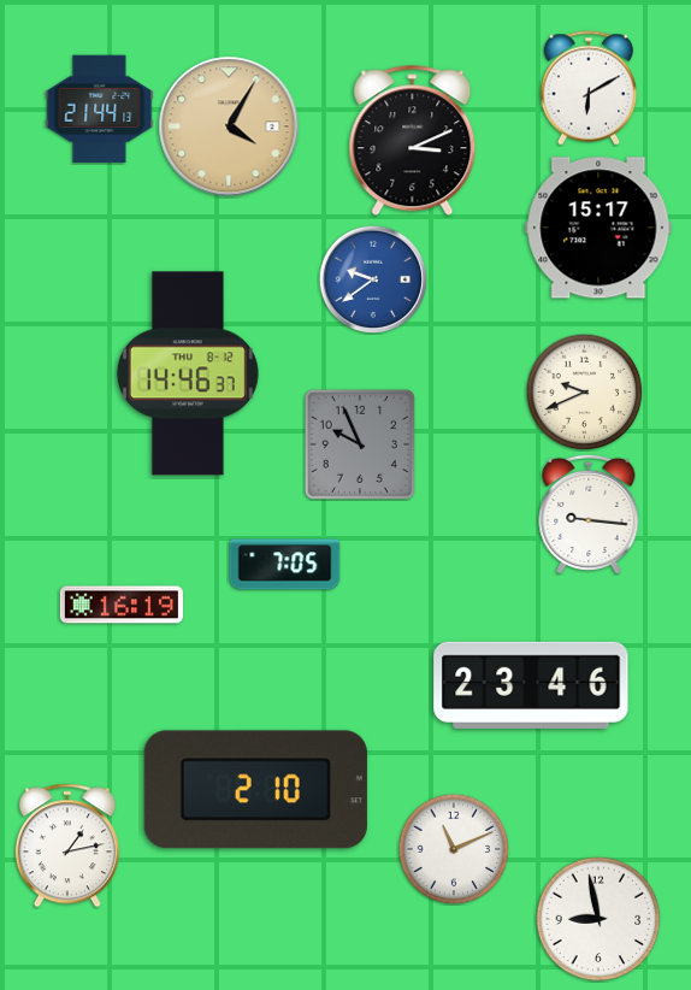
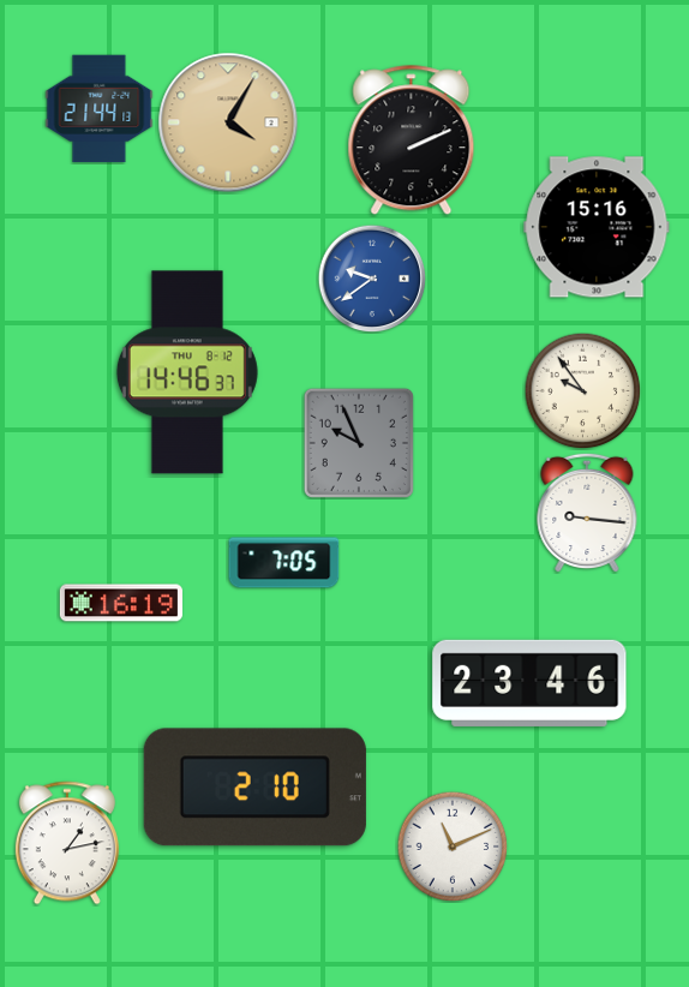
clock at (587, 88): 6:10 -> none
clock at (229, 126) position: (229, 126) -> (228, 122)
clock at (413, 141): 3:11 -> 2:11
clock at (598, 228): 15:17 -> 15:16
clock at (584, 391): 9:41 -> 9:54
clock at (598, 919): 8:58 -> none
